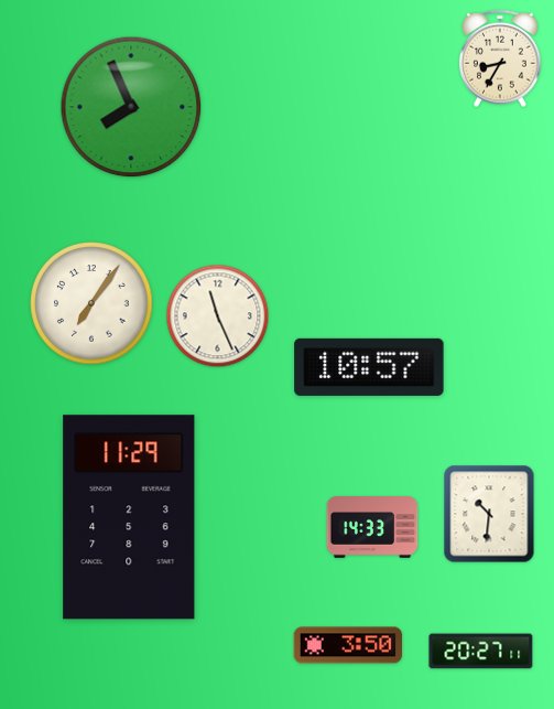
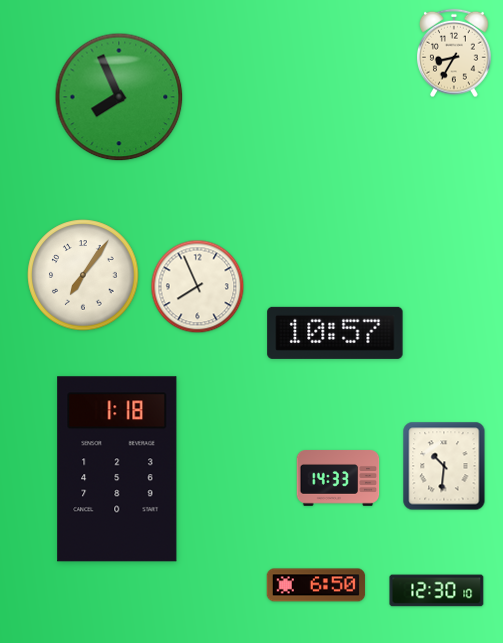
clock at (218, 316): 11:26 -> 7:56
clock at (129, 517): 11:29 -> 1:18
clock at (348, 645): 3:50 -> 6:50
clock at (481, 652): 20:27 -> 12:30
